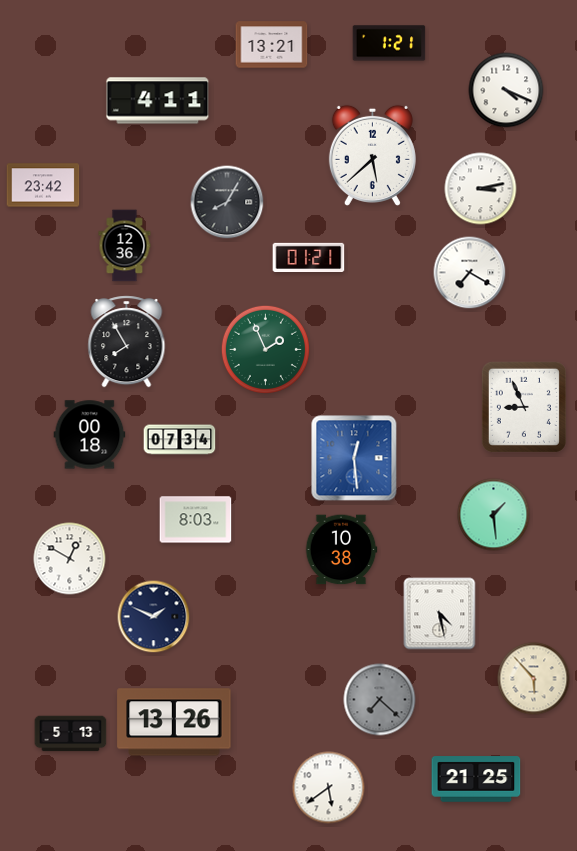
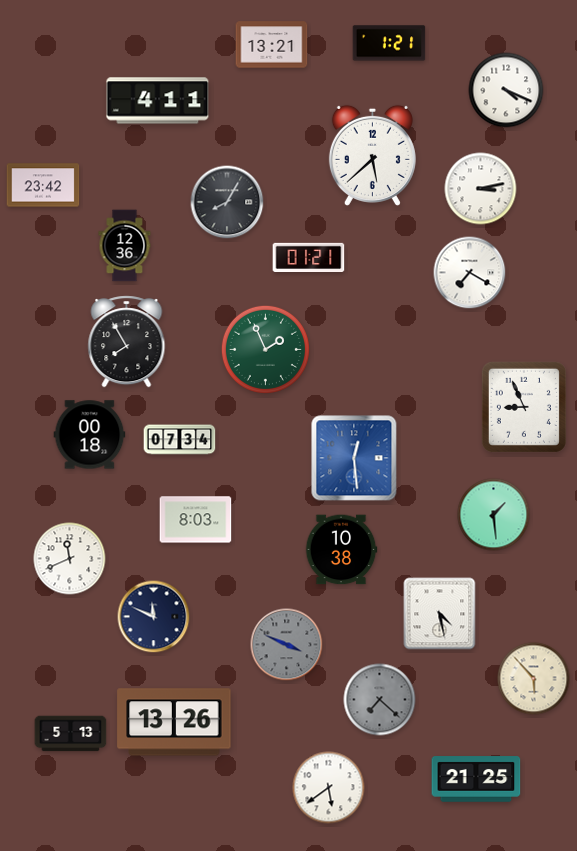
clock at (70, 559): 12:50 -> 11:41
clock at (154, 617): 1:49 -> 11:49
clock at (287, 645): none -> 3:49
